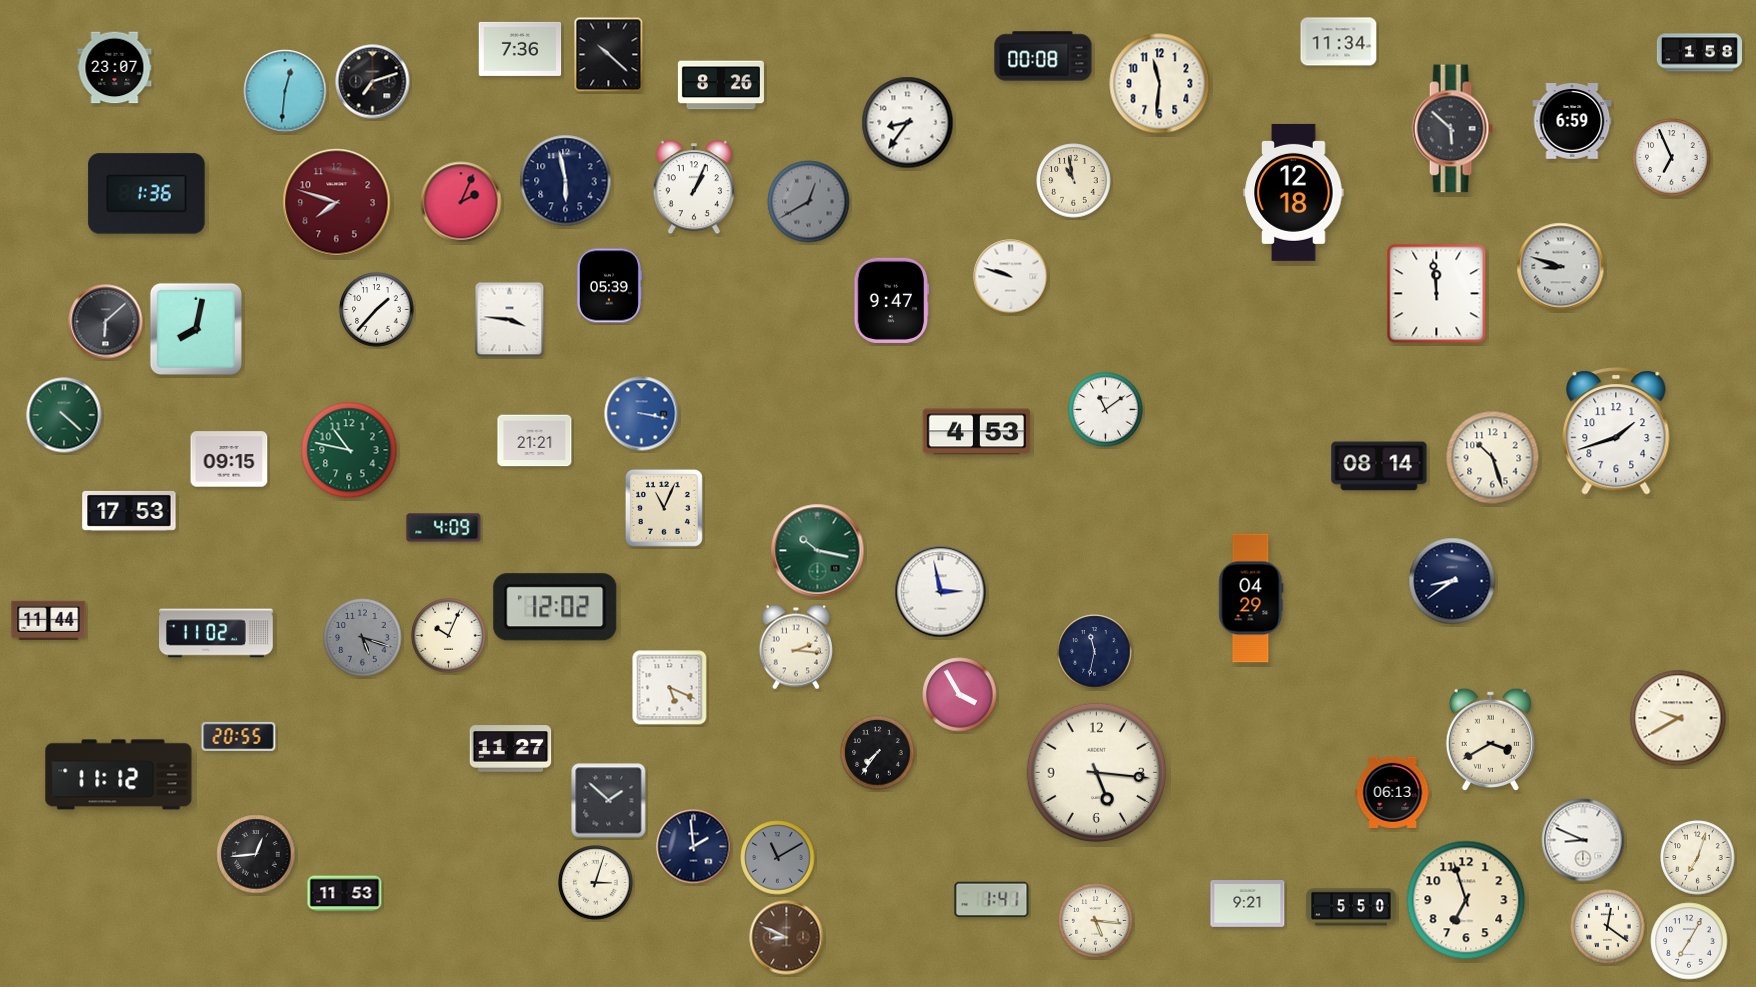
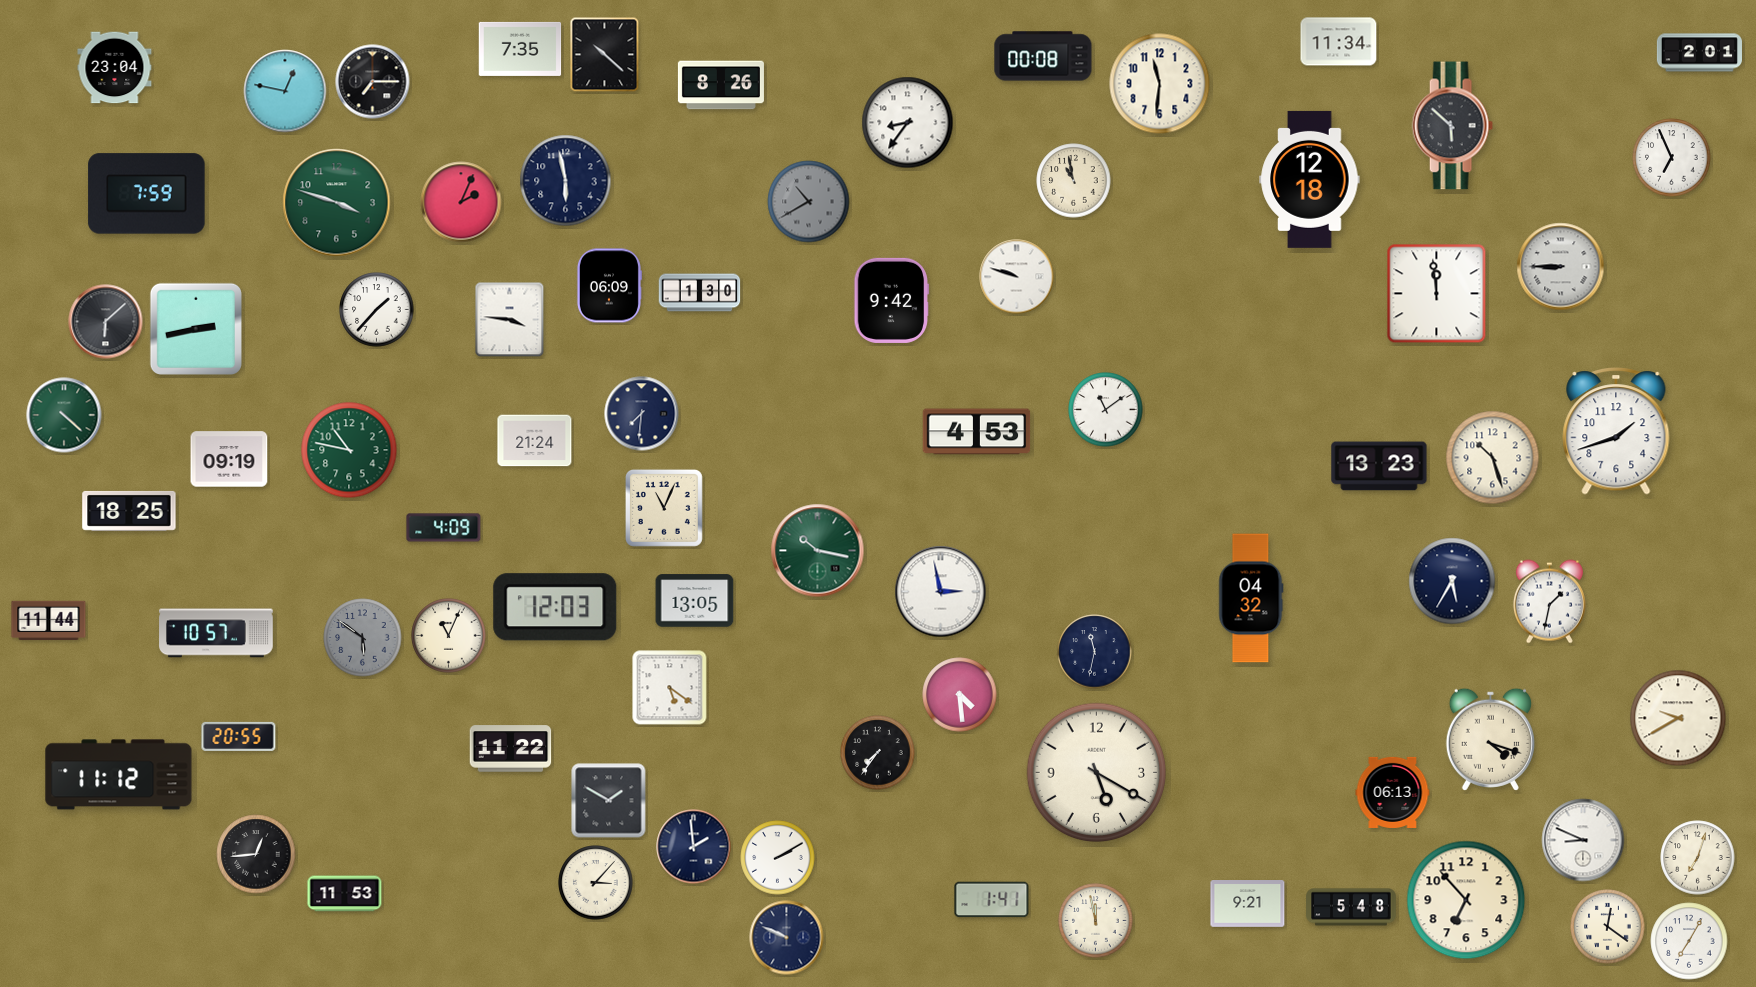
clock at (520, 49): 7:36 -> 7:35
clock at (1699, 53): 1:58 -> 2:01
clock at (609, 55) position: (609, 55) -> (605, 55)
clock at (115, 68): 23:07 -> 23:04
clock at (373, 82): 7:12 -> 7:15
clock at (285, 91): 12:31 -> 12:47
clock at (1572, 122): 6:59 -> none
clock at (1452, 129) position: (1452, 129) -> (1452, 126)
clock at (693, 188): 1:04 -> none
clock at (1294, 192) position: (1294, 192) -> (1310, 179)
clock at (147, 194): 1:36 -> 7:59
clock at (809, 202): 12:40 -> 10:40
clock at (337, 203): 7:48 -> 3:48
clock at (337, 203) dial: burgundy -> green
clock at (1561, 267): 8:48 -> 8:45
clock at (1011, 277) position: (1011, 277) -> (1017, 277)
clock at (609, 286): 05:39 -> 06:09
clock at (700, 293): none -> 1:30
clock at (892, 300): 9:47 -> 9:42
clock at (196, 329): 8:02 -> 2:43
clock at (642, 414): 3:17 -> 7:31
clock at (642, 414) dial: blue -> navy
clock at (535, 441): 21:21 -> 21:24
clock at (229, 459): 09:15 -> 09:19
clock at (1379, 466): 08:14 -> 13:23
clock at (129, 511): 17:53 -> 18:25
clock at (1452, 581): 8:39 -> 5:35
clock at (1251, 598): 04:29 -> 04:32
clock at (695, 601): none -> 13:05
clock at (1549, 602): none -> 1:32
clock at (555, 607): 12:02 -> 12:03
clock at (216, 633): 11:02 -> 10:57
clock at (449, 636): 10:04 -> 11:04
clock at (363, 638): 5:18 -> 5:51
clock at (796, 647): 2:16 -> none
clock at (670, 688): 5:19 -> 5:21
clock at (960, 695): 3:55 -> 4:29
clock at (1490, 739): 3:40 -> 4:18
clock at (511, 749): 11:27 -> 11:22
clock at (1097, 773): 5:16 -> 5:20
clock at (609, 801): 1:52 -> 1:50
clock at (778, 858): 11:10 -> 2:10
clock at (778, 858) dial: grey -> white
clock at (596, 883): 3:03 -> 3:07
clock at (1466, 900): 6:57 -> 6:53
clock at (1351, 907): 5:50 -> 5:48
clock at (1096, 921): 5:16 -> 11:58
clock at (787, 938): 8:49 -> 9:49
clock at (787, 938) dial: brown -> navy
